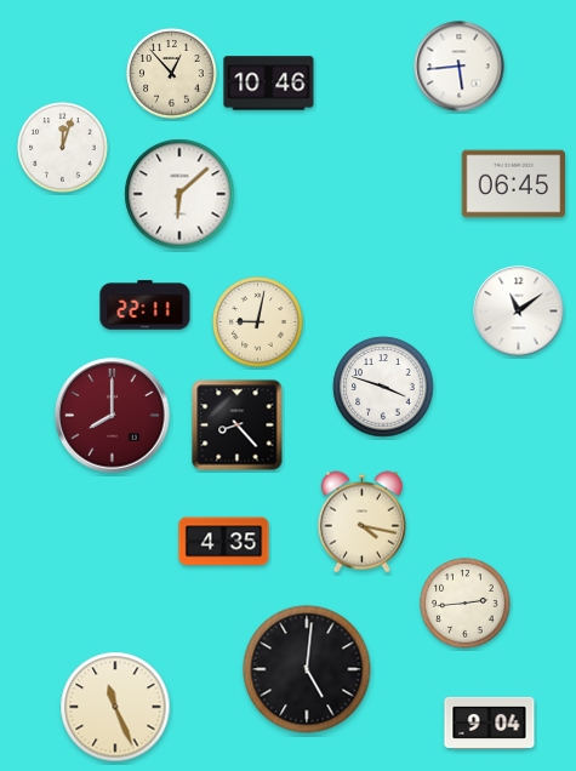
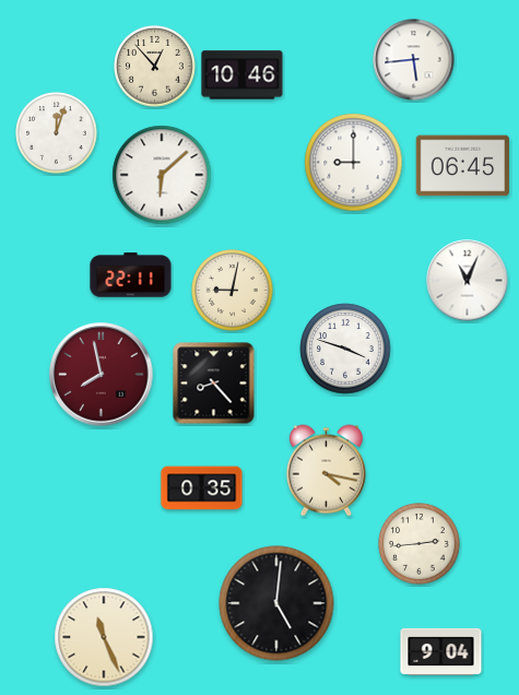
clock at (354, 163): none -> 9:00
clock at (519, 312): 11:09 -> 11:04
clock at (113, 416): 8:00 -> 7:58
clock at (224, 542): 4:35 -> 0:35
